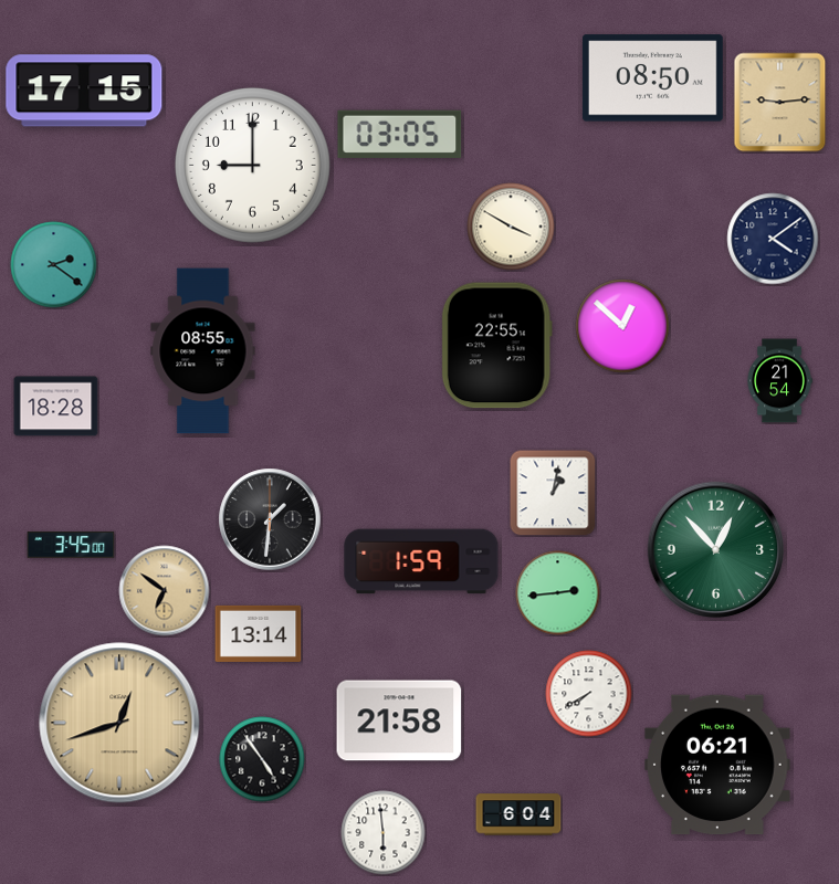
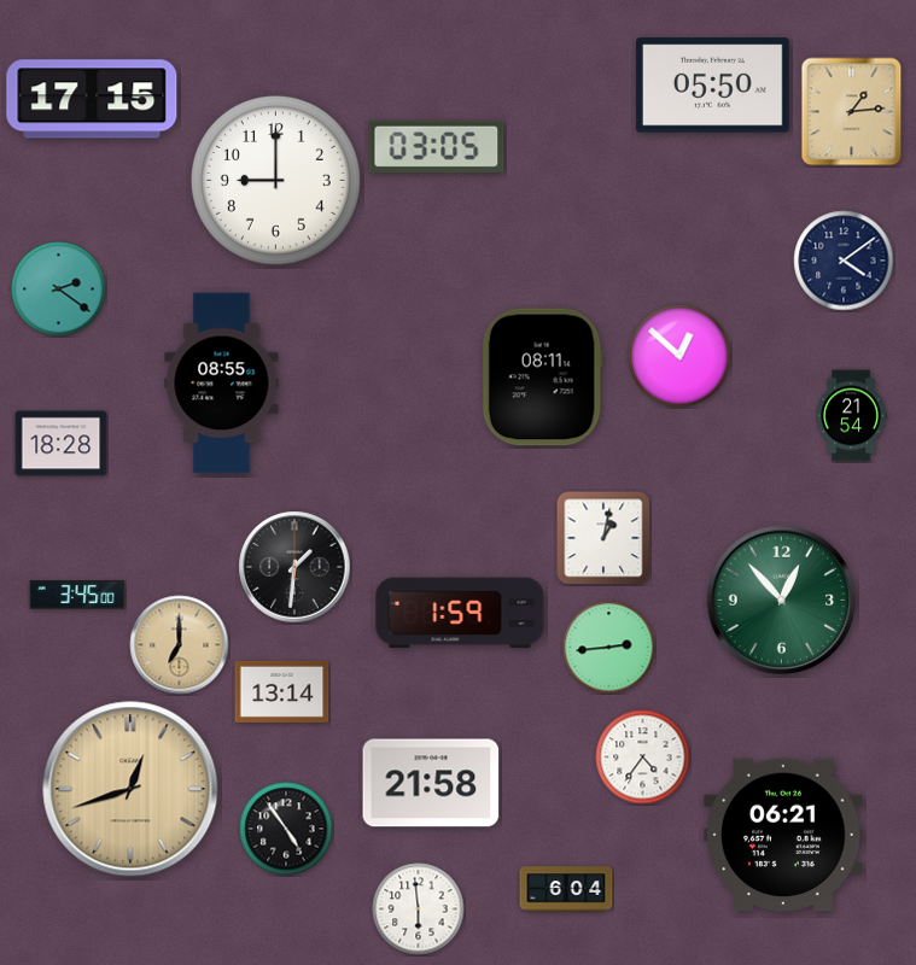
clock at (652, 78): 08:50 -> 05:50
clock at (780, 103): 9:14 -> 1:14
clock at (511, 227): 3:50 -> none
clock at (496, 346): 22:55 -> 08:11
clock at (165, 591): 6:51 -> 7:00
clock at (589, 694): 7:40 -> 4:36
clock at (399, 720) position: (399, 720) -> (431, 783)
